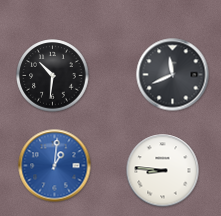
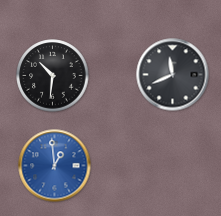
clock at (55, 166): 1:01 -> 12:59
clock at (163, 171): 8:46 -> none
